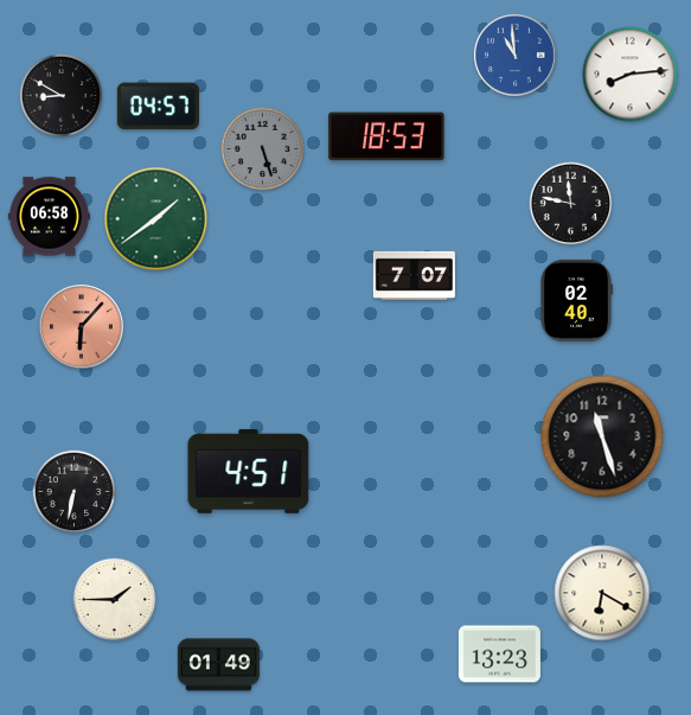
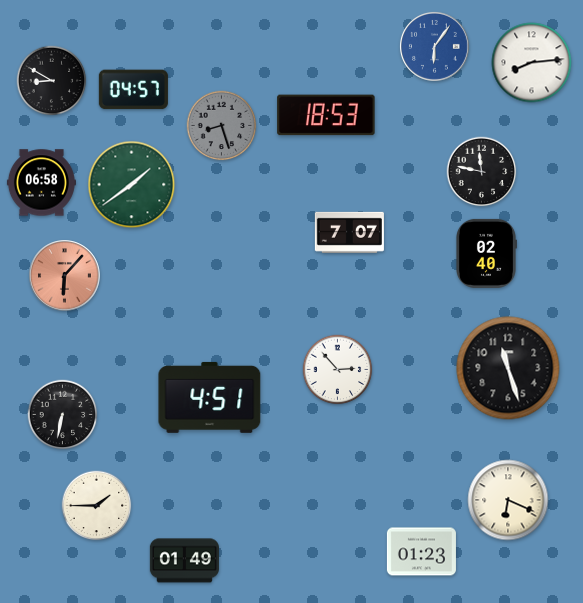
clock at (514, 55): 10:59 -> 6:06
clock at (263, 149): 5:27 -> 8:27
clock at (82, 327) position: (82, 327) -> (65, 276)
clock at (338, 370): none -> 2:53
clock at (602, 593): 6:20 -> 6:19
clock at (499, 655): 13:23 -> 01:23
